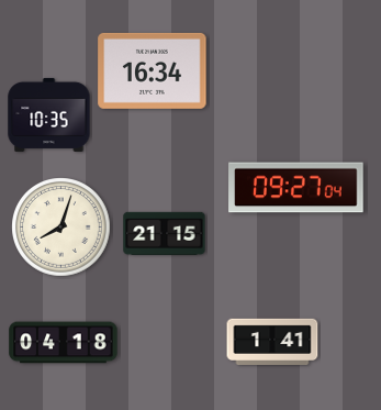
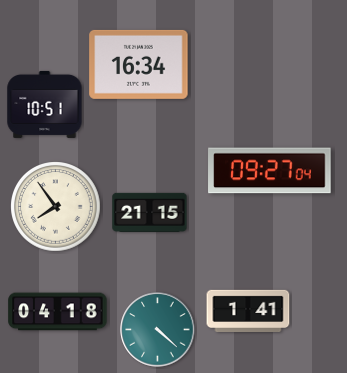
clock at (49, 114): 10:35 -> 10:51
clock at (61, 228): 8:03 -> 7:54
clock at (158, 330): none -> 4:22
